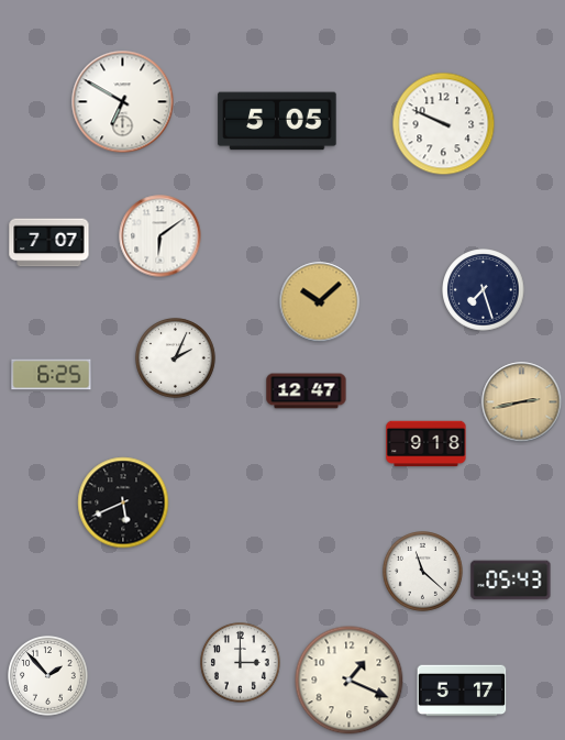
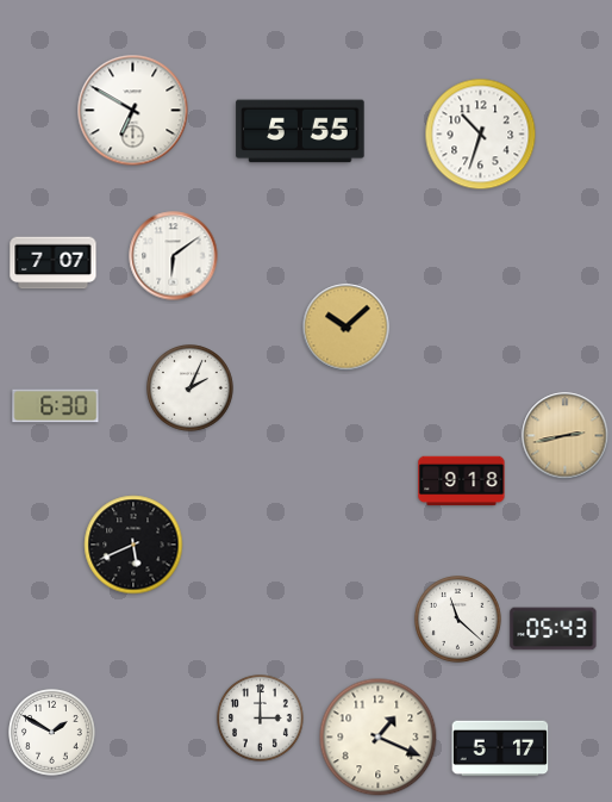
clock at (277, 121): 5:05 -> 5:55
clock at (444, 124): 9:49 -> 10:33
clock at (484, 290): 7:27 -> none
clock at (52, 375): 6:25 -> 6:30
clock at (307, 391): 12:47 -> none
clock at (48, 676): 1:53 -> 1:50
